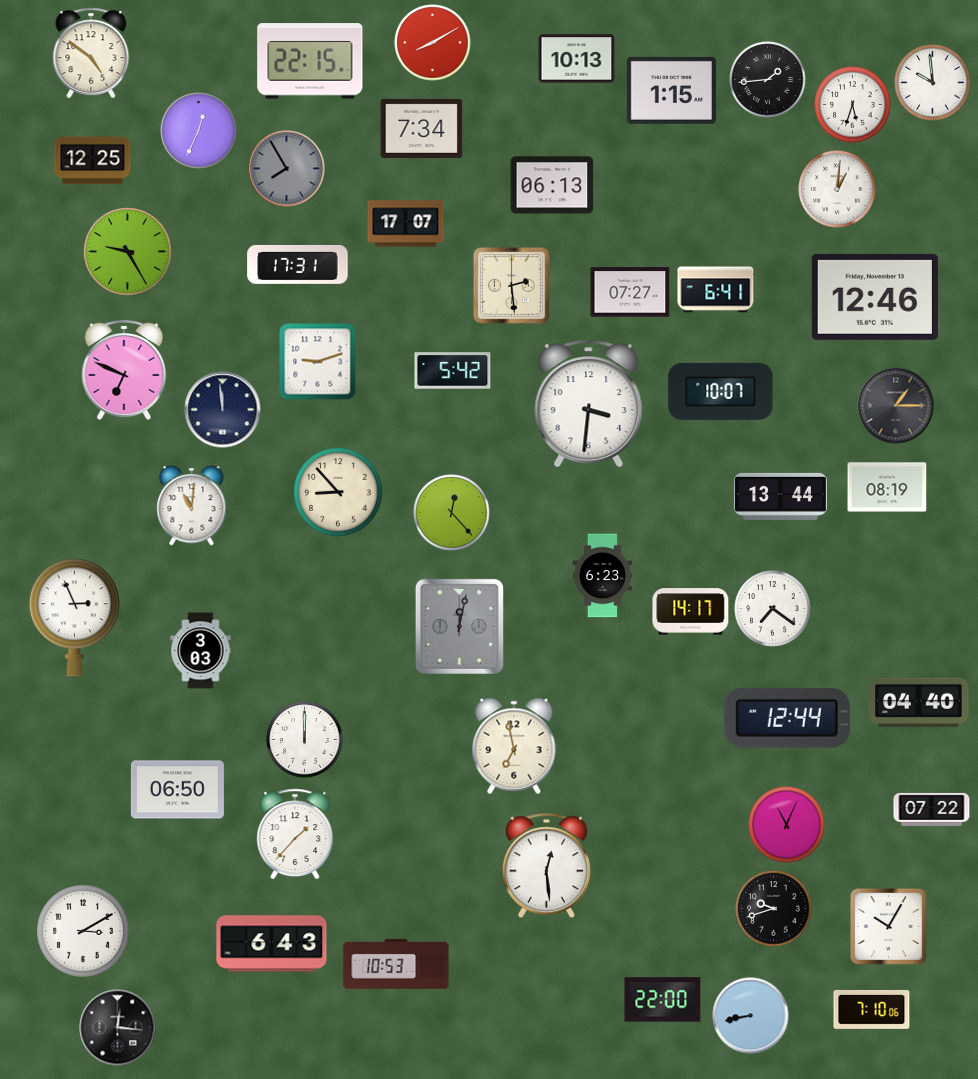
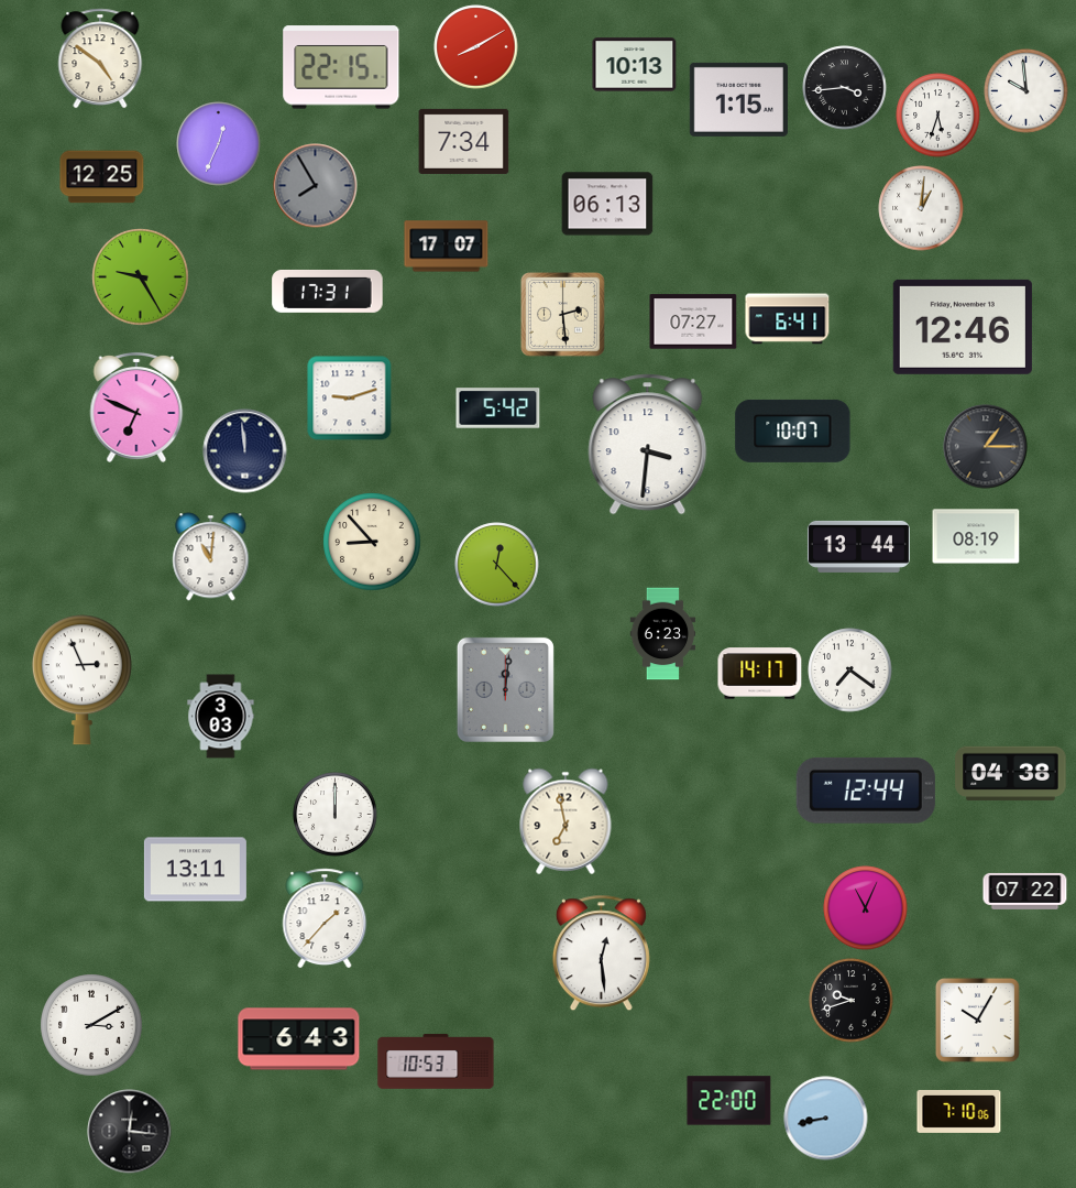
clock at (768, 80): 1:44 -> 3:44
clock at (459, 626): 12:02 -> 12:01
clock at (919, 703): 04:40 -> 04:38
clock at (177, 790): 06:50 -> 13:11
